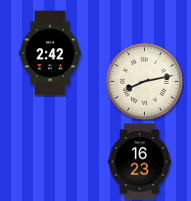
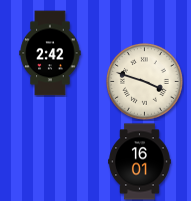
clock at (145, 82): 8:13 -> 3:48
clock at (140, 162): 16:23 -> 16:01
